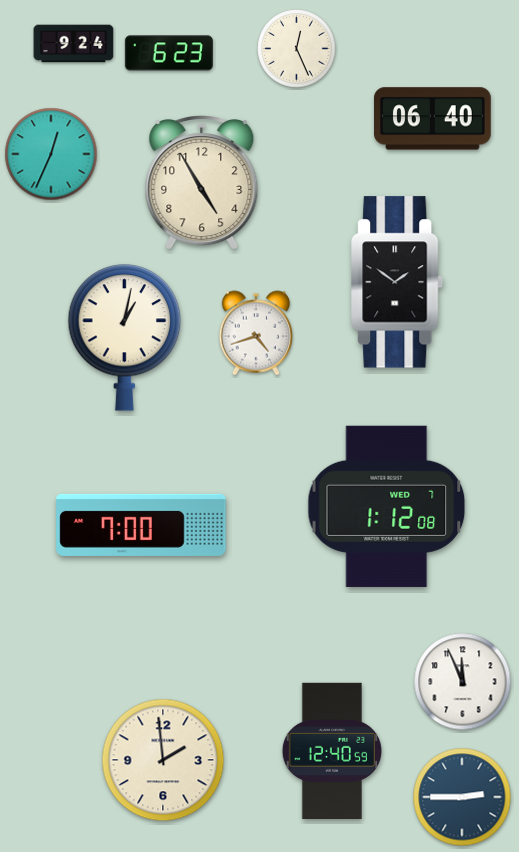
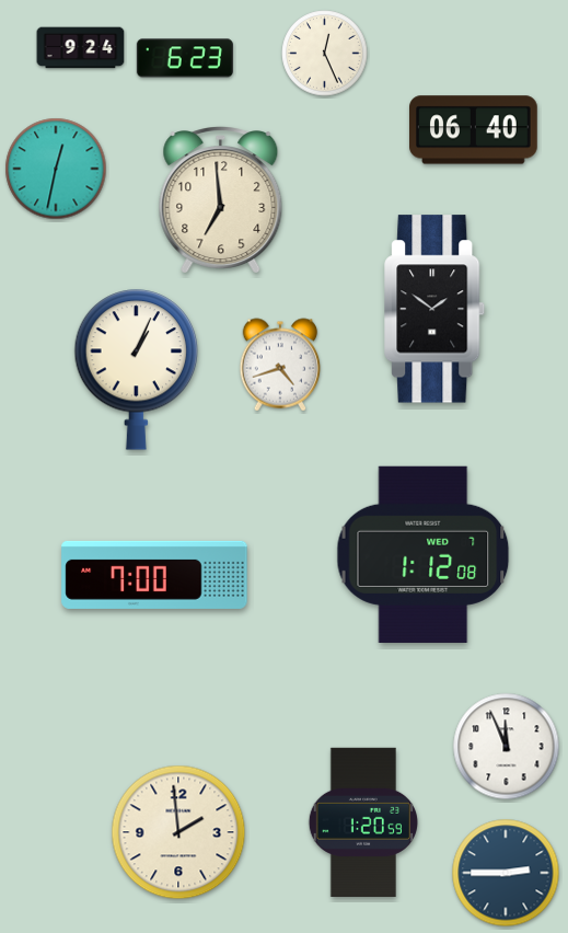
clock at (51, 154): 12:34 -> 12:32
clock at (202, 183): 4:55 -> 6:59
clock at (125, 338): 1:02 -> 1:04
clock at (331, 750): 12:40 -> 1:20
